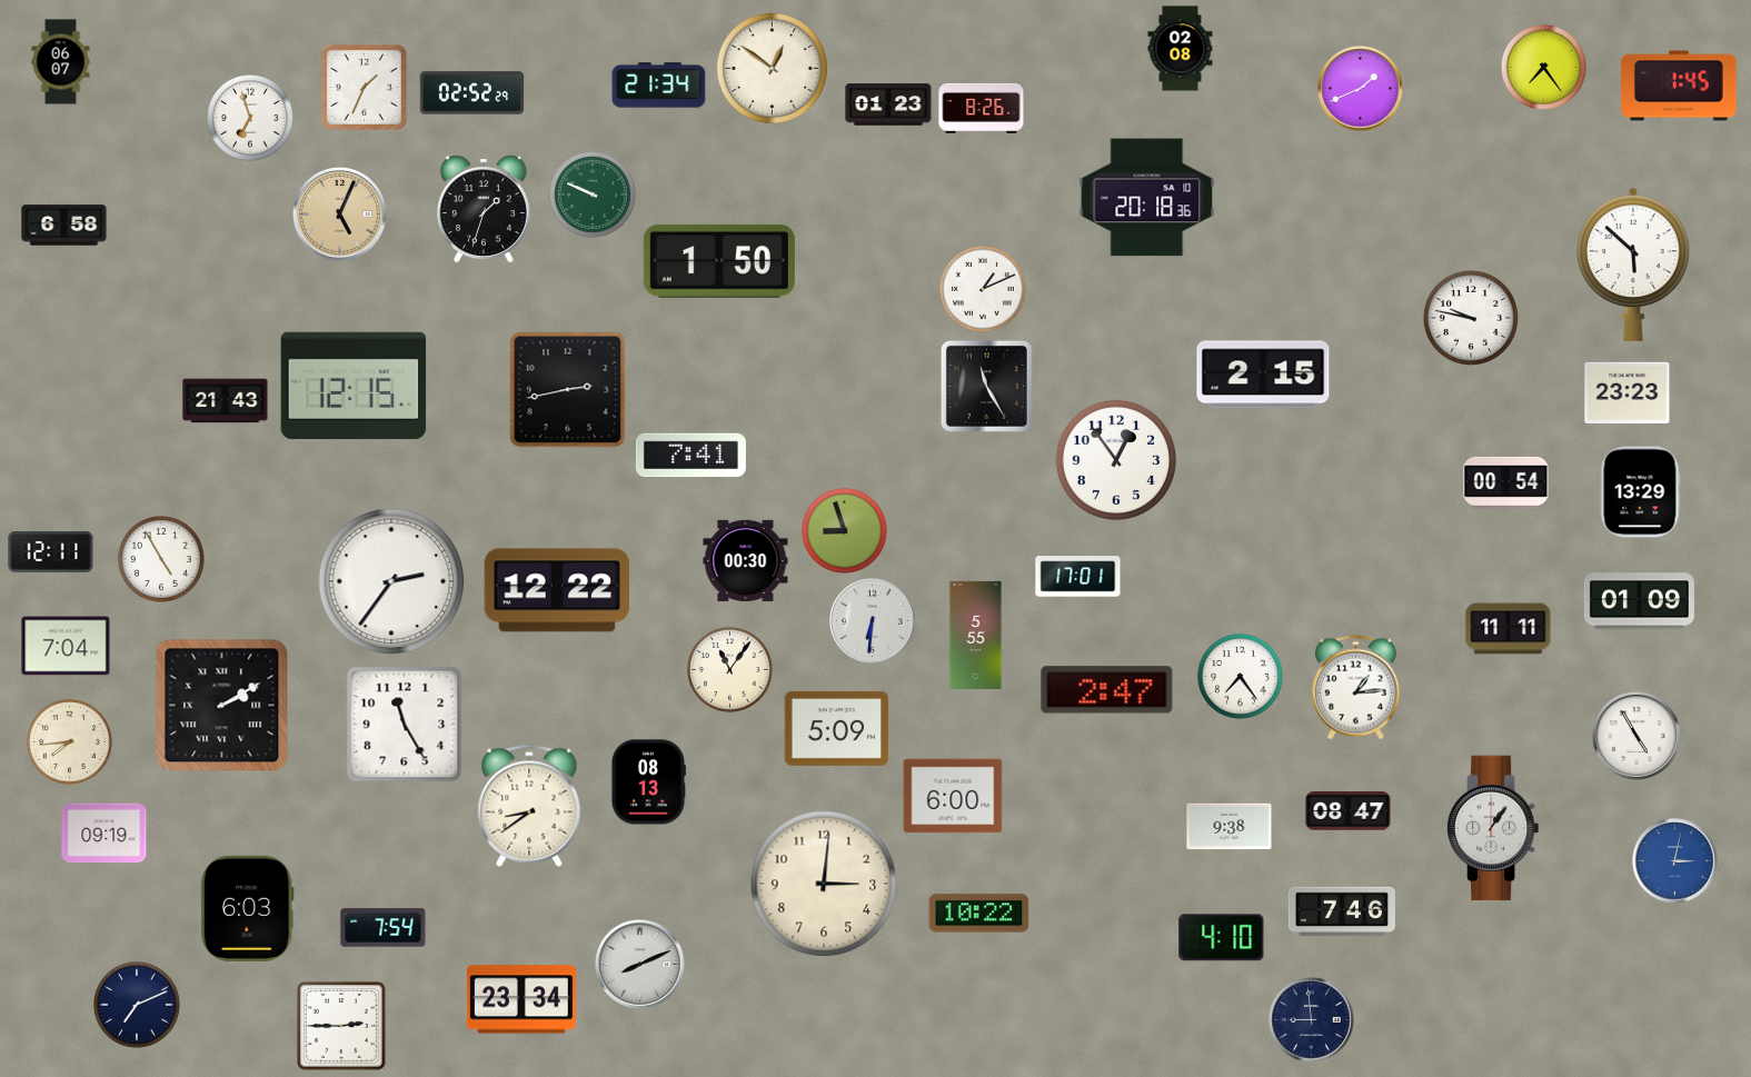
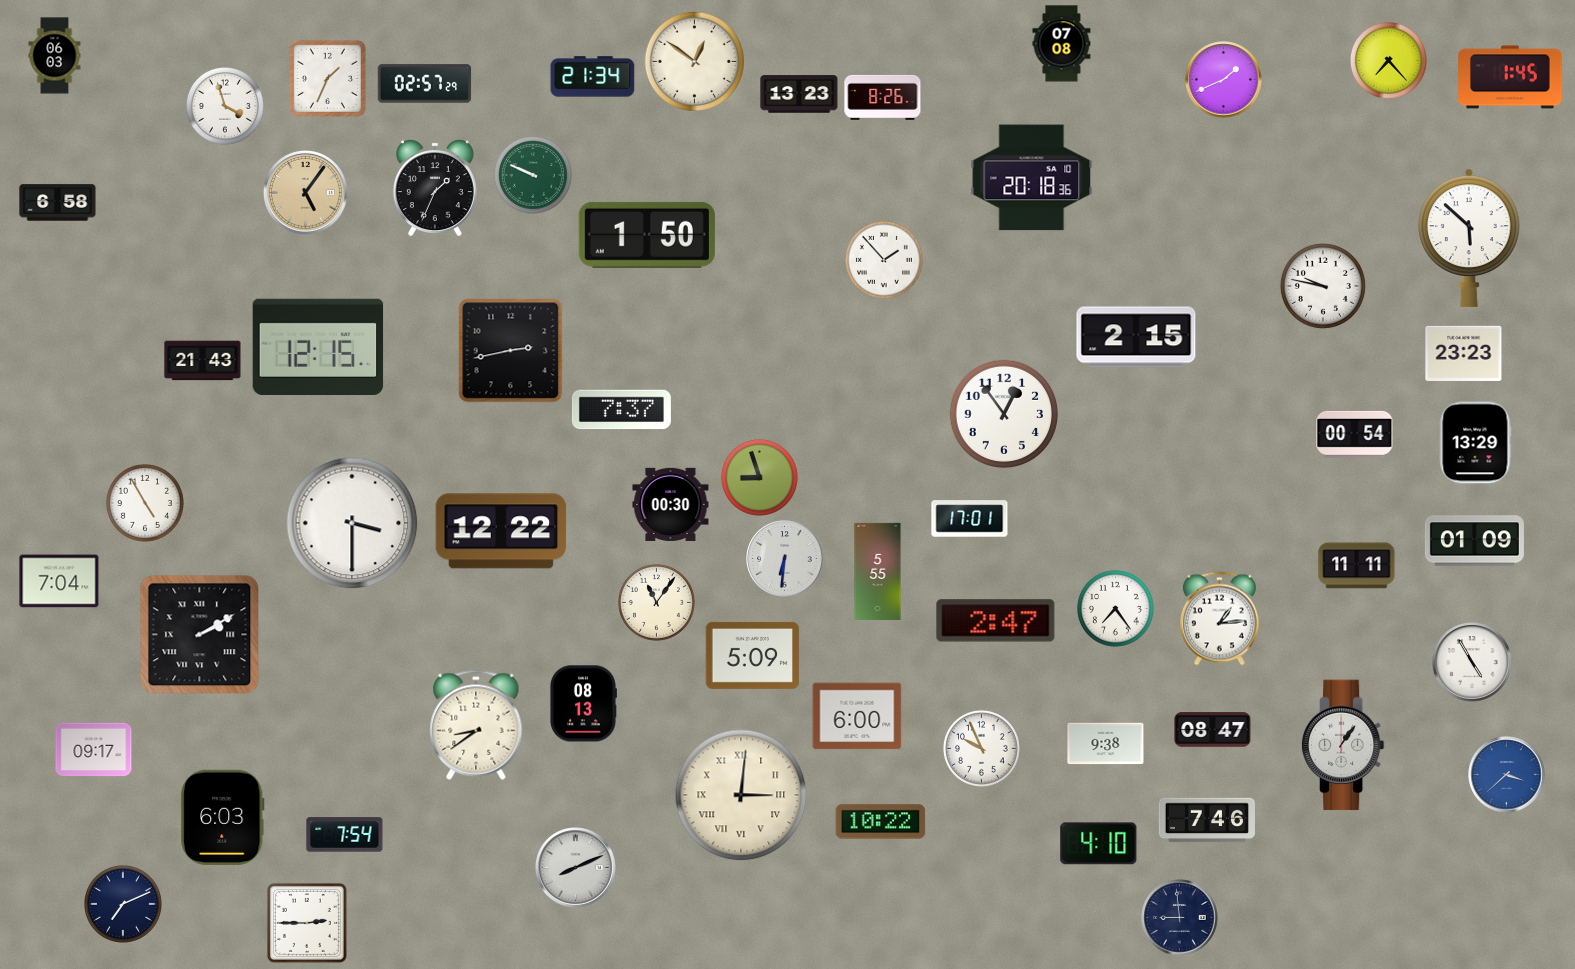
clock at (1181, 49): 02:08 -> 07:08
clock at (61, 62): 06:07 -> 06:03
clock at (1543, 67): 7:24 -> 7:23
clock at (472, 93): 02:52 -> 02:57
clock at (888, 104): 01:23 -> 13:23
clock at (250, 118): 6:57 -> 3:57
clock at (484, 209): 1:33 -> 1:34
clock at (339, 213): 5:04 -> 5:06
clock at (983, 289): 1:11 -> 1:53
clock at (986, 386): 11:25 -> none
clock at (690, 456): 7:41 -> 7:37
clock at (51, 552): 12:11 -> none
clock at (391, 581): 2:36 -> 3:30
clock at (405, 725): 11:25 -> none
clock at (69, 741): 7:44 -> none
clock at (981, 748): none -> 9:56
clock at (105, 834): 09:19 -> 09:17
clock at (1675, 861): 3:02 -> 3:38
clock at (824, 884) numerals: Arabic -> Roman
clock at (521, 999): 23:34 -> none
